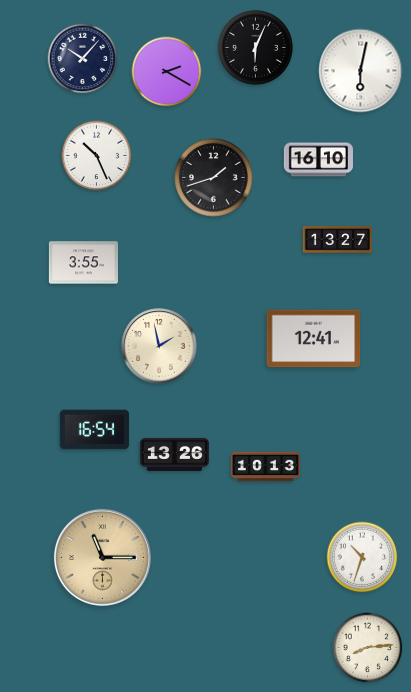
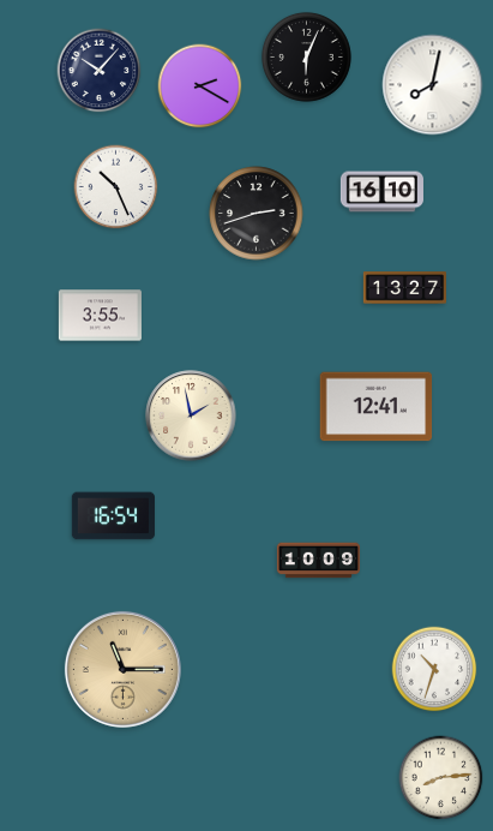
clock at (361, 71): 6:02 -> 8:02
clock at (214, 178): 1:42 -> 2:42
clock at (174, 454): 13:26 -> none
clock at (265, 467): 10:13 -> 10:09
